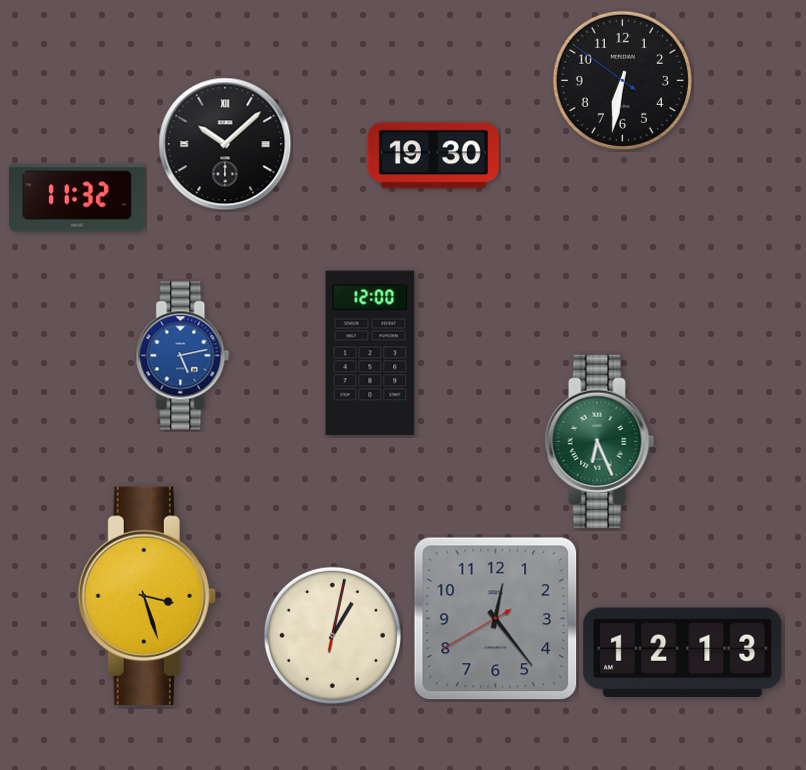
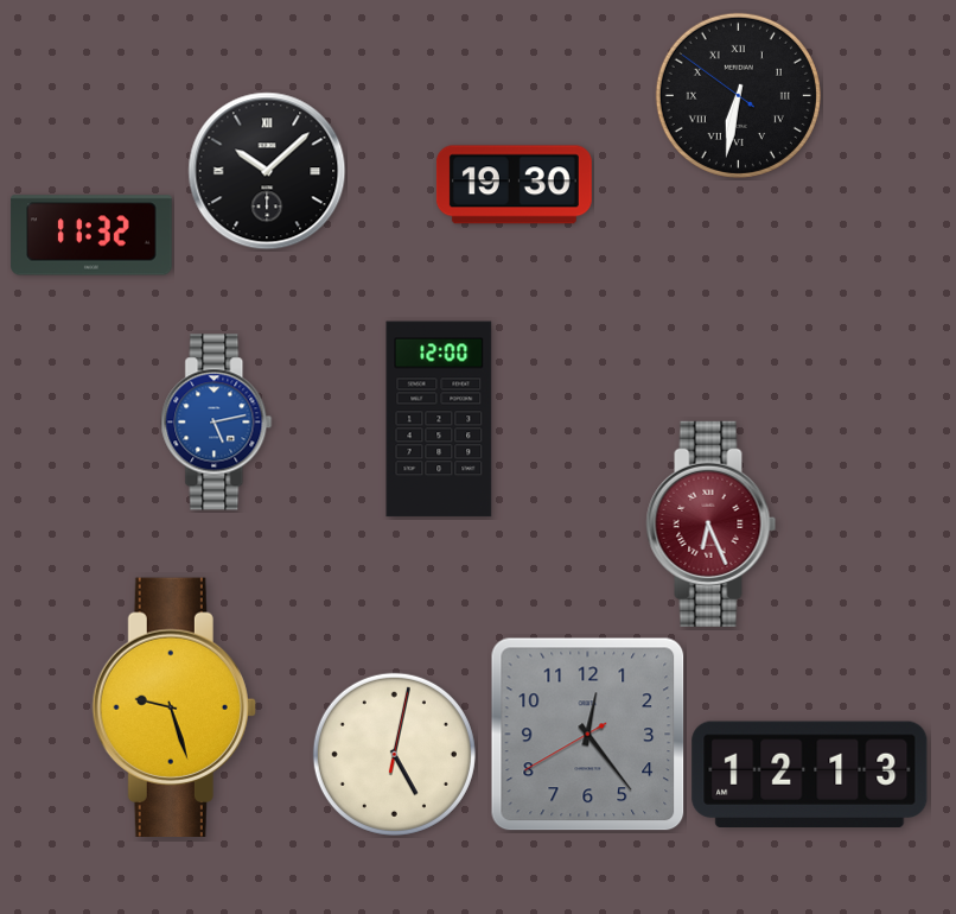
clock at (622, 80) numerals: Arabic -> Roman
clock at (600, 441) dial: green -> burgundy
clock at (147, 595): 3:27 -> 9:27
clock at (332, 635): 1:02 -> 5:02
